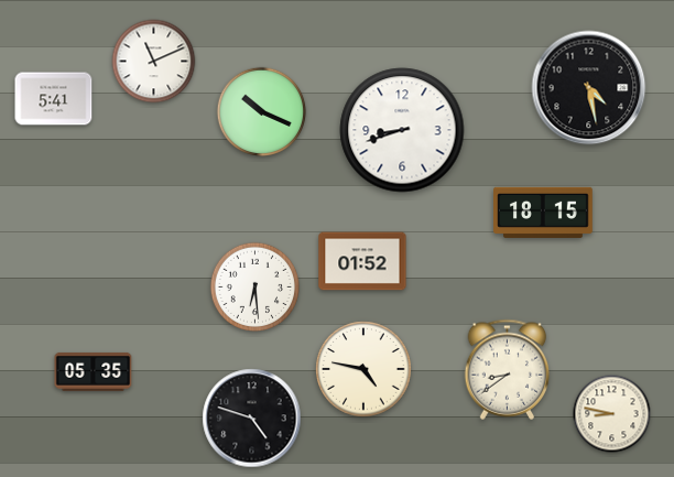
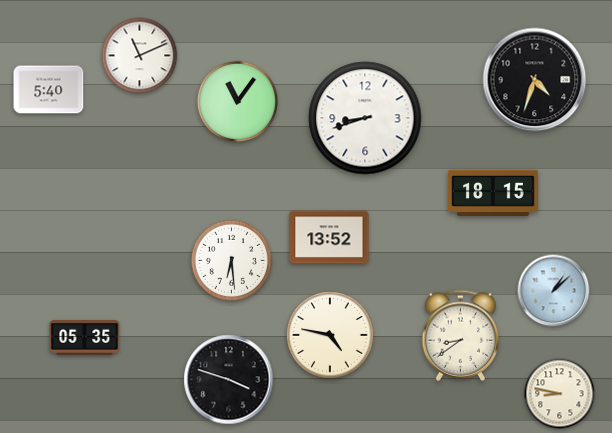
clock at (589, 88): 4:28 -> 4:33
clock at (54, 99): 5:41 -> 5:40
clock at (262, 112): 10:19 -> 11:06
clock at (362, 261): 01:52 -> 13:52
clock at (554, 291): none -> 1:08
clock at (612, 414) position: (612, 414) -> (560, 394)
clock at (252, 419): 4:48 -> 3:48
